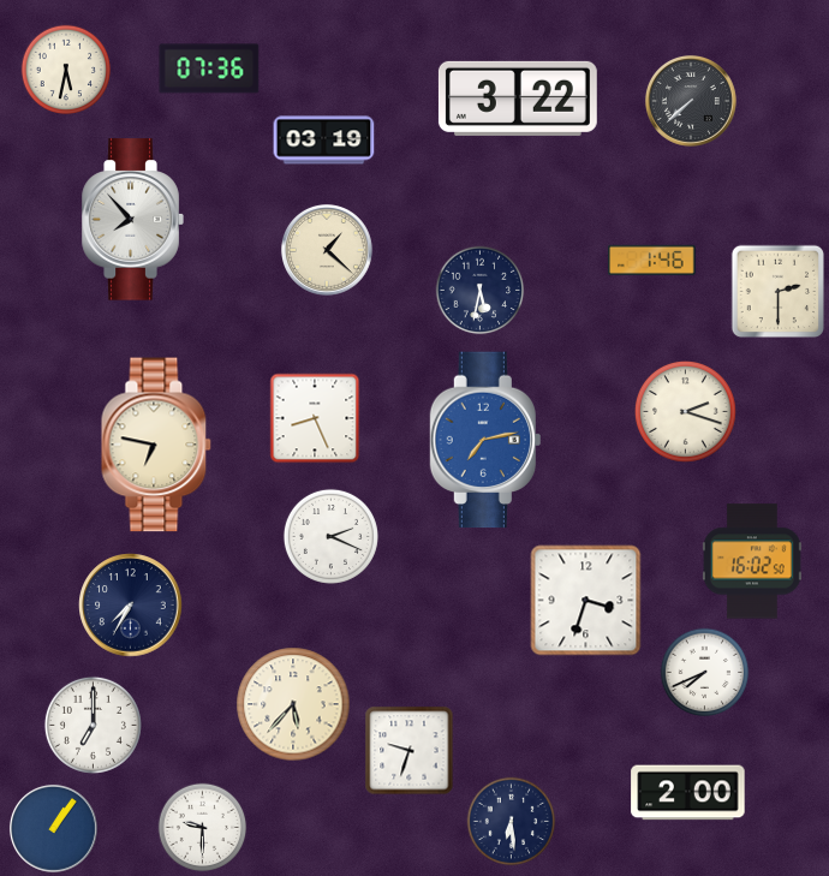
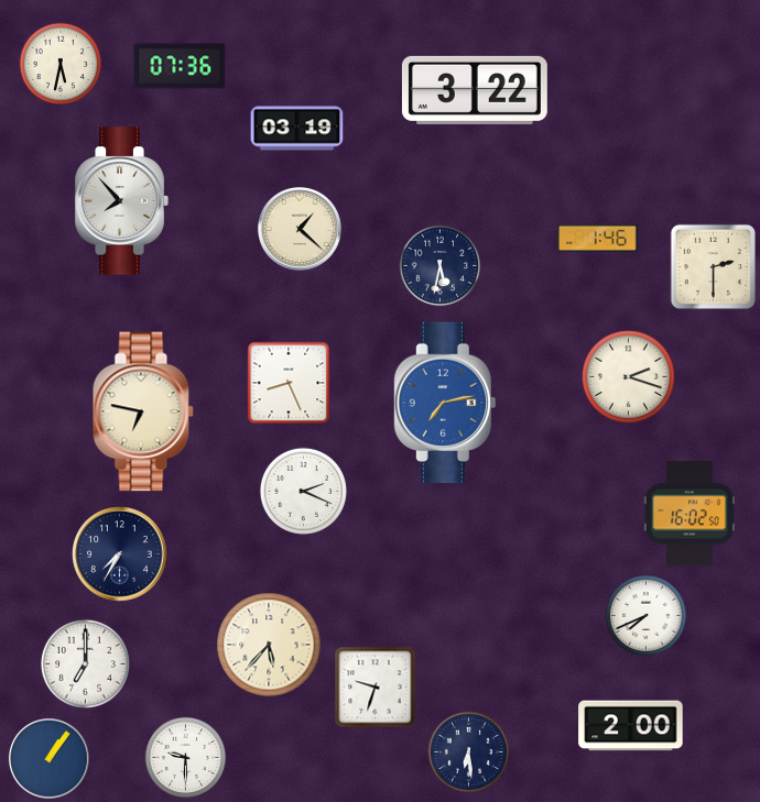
clock at (209, 68) position: (209, 68) -> (180, 66)
clock at (691, 101): 7:38 -> none
clock at (156, 445) position: (156, 445) -> (143, 411)
clock at (586, 601): 3:33 -> none
